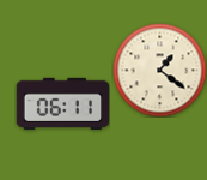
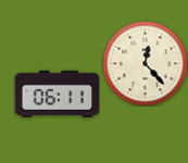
clock at (159, 70): 1:21 -> 12:23
